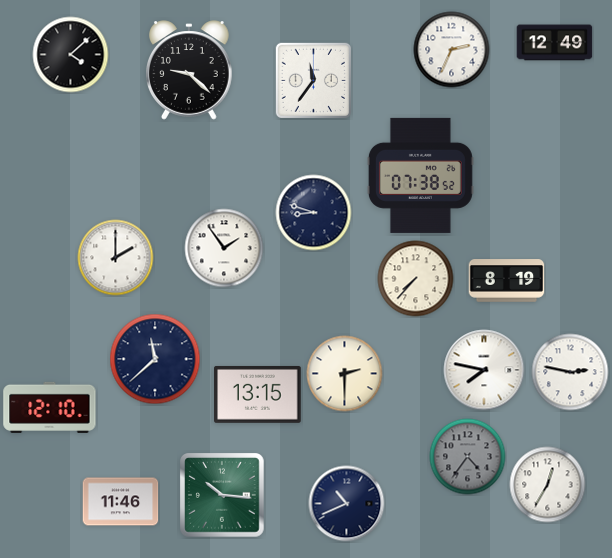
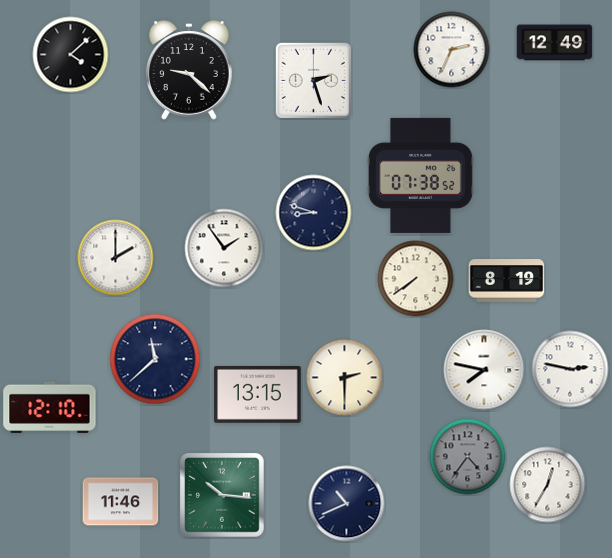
clock at (313, 80): 11:36 -> 2:27
clock at (416, 279): 7:37 -> 7:39
clock at (570, 372) position: (570, 372) -> (570, 369)
clock at (345, 374) position: (345, 374) -> (345, 378)
